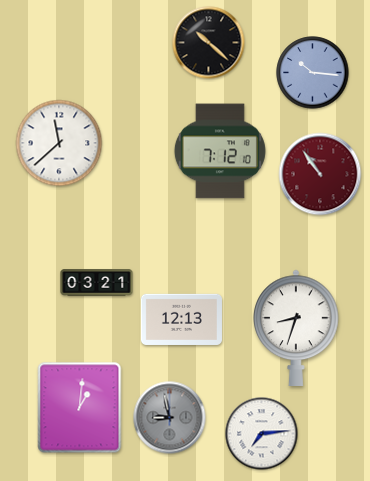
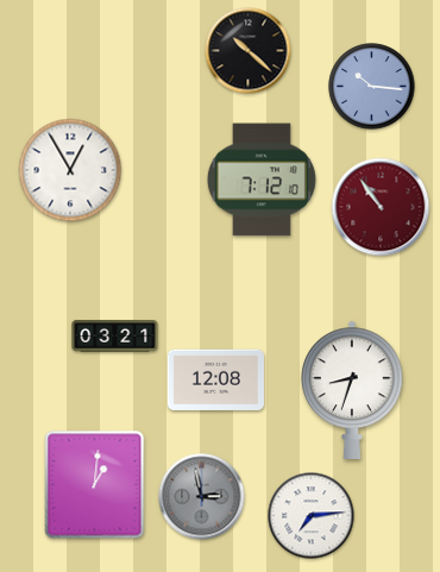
clock at (59, 143): 11:38 -> 12:55
clock at (181, 319): 12:13 -> 12:08
clock at (170, 418): 8:58 -> 2:58
